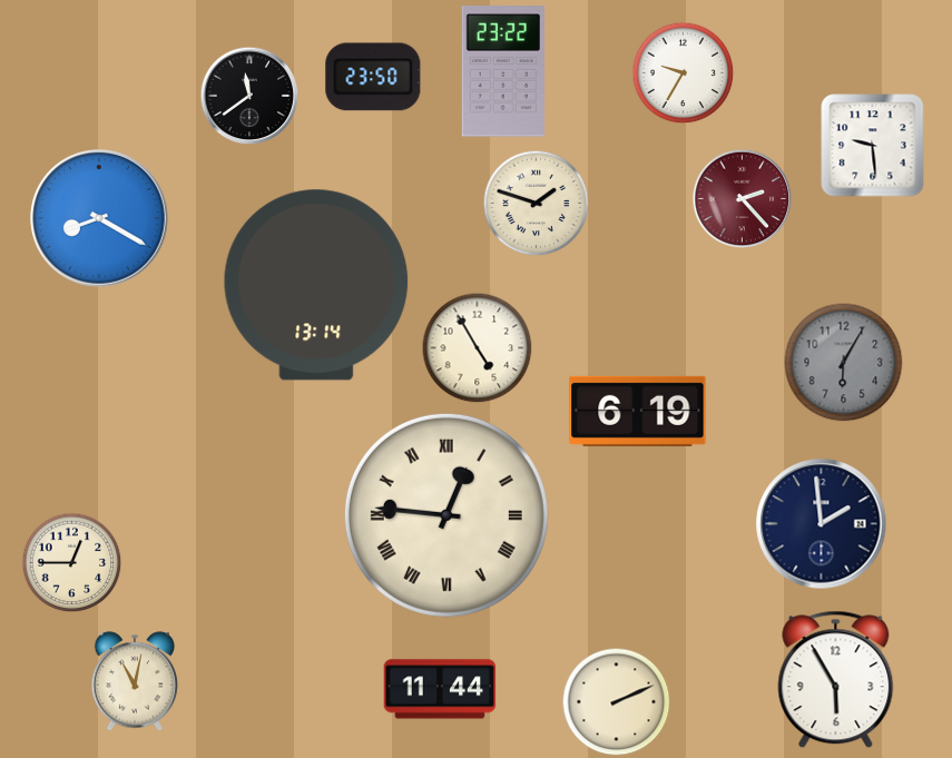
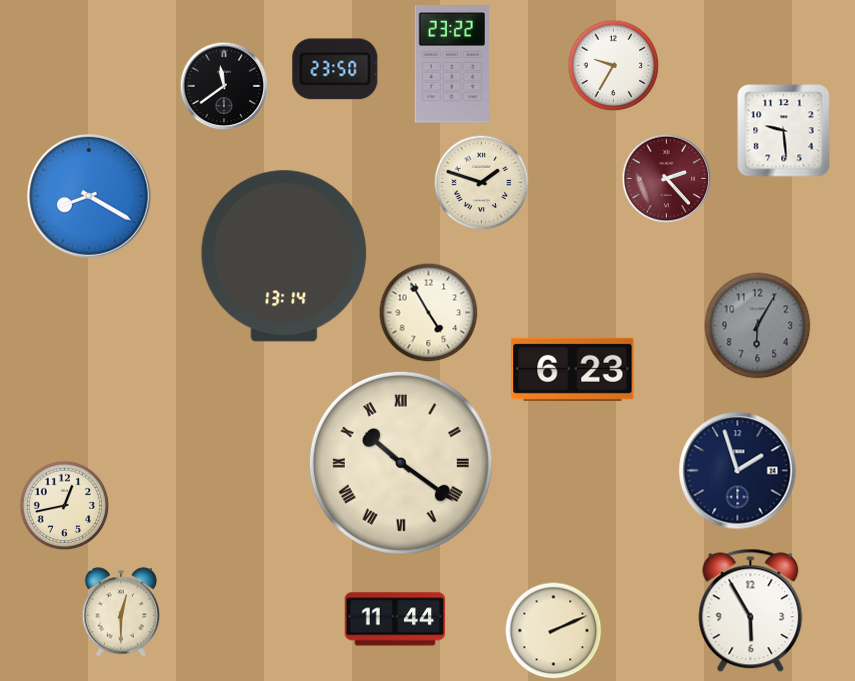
clock at (638, 411): 6:19 -> 6:23
clock at (446, 515): 12:46 -> 10:21
clock at (822, 524): 1:59 -> 1:57
clock at (71, 562): 12:45 -> 12:43
clock at (135, 681): 11:02 -> 12:30
